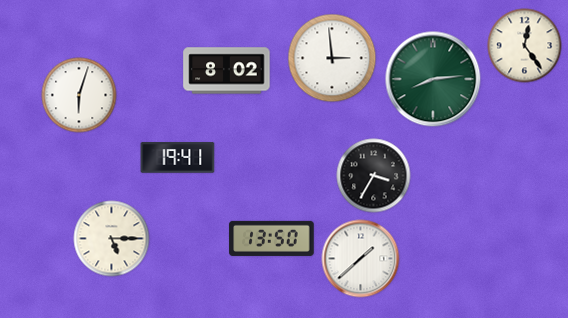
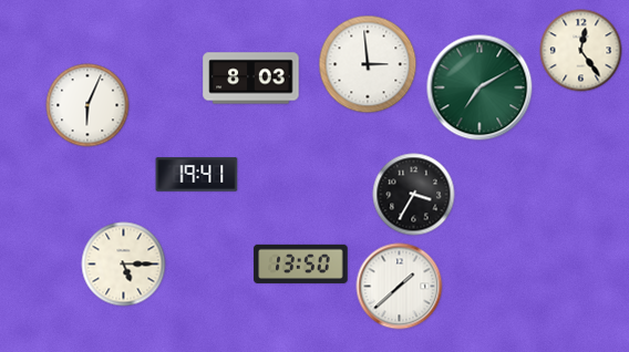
clock at (227, 71): 8:02 -> 8:03
clock at (433, 79): 8:14 -> 7:10
clock at (79, 95): 6:03 -> 6:04
